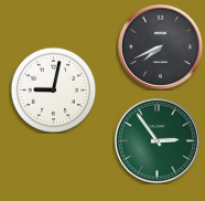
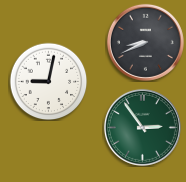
clock at (160, 46): 7:41 -> 8:41
